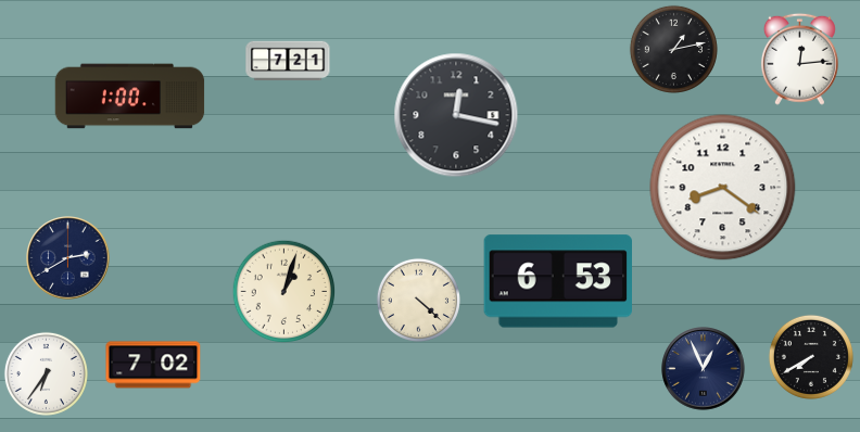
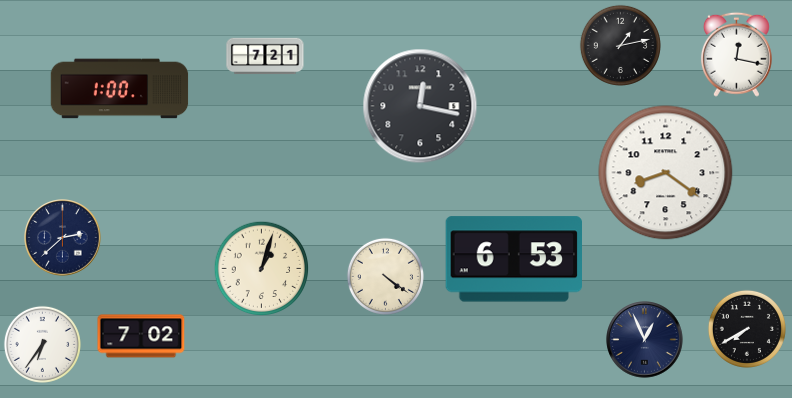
clock at (799, 59): 12:14 -> 12:17
clock at (68, 258): 2:40 -> 2:38
clock at (418, 300): 4:22 -> 4:21
clock at (704, 369) position: (704, 369) -> (645, 340)
